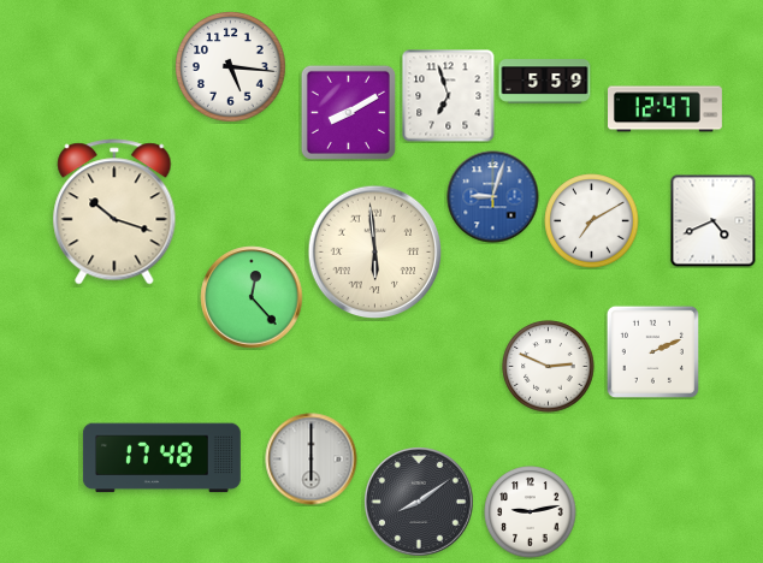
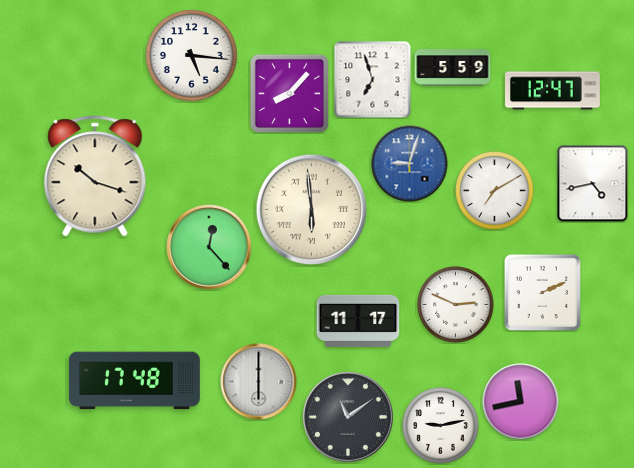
clock at (348, 112): 8:10 -> 8:07
clock at (592, 221) position: (592, 221) -> (495, 191)
clock at (714, 221): 4:41 -> 4:43
clock at (358, 321): none -> 11:17
clock at (521, 402): none -> 11:43
clock at (419, 502): 8:09 -> 11:09
